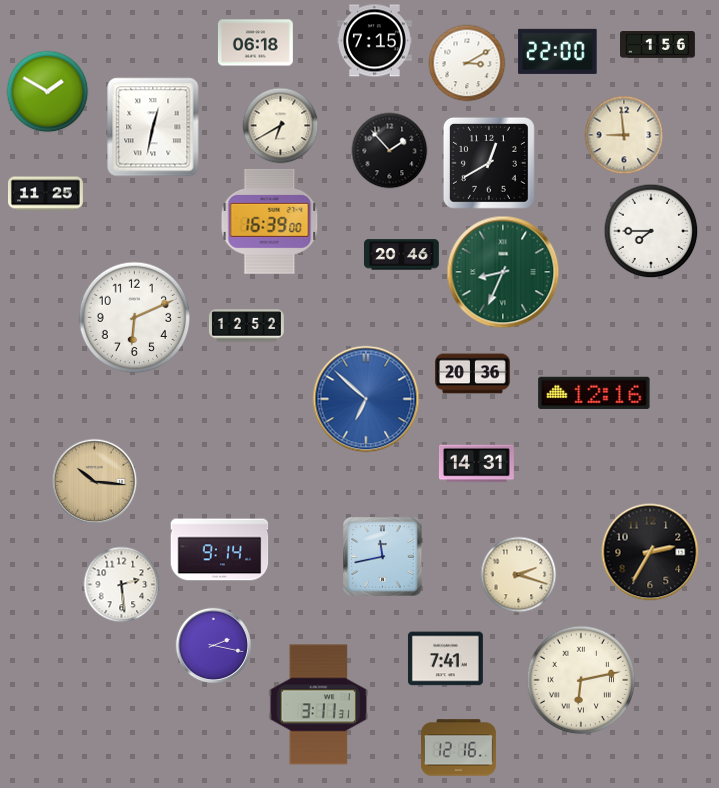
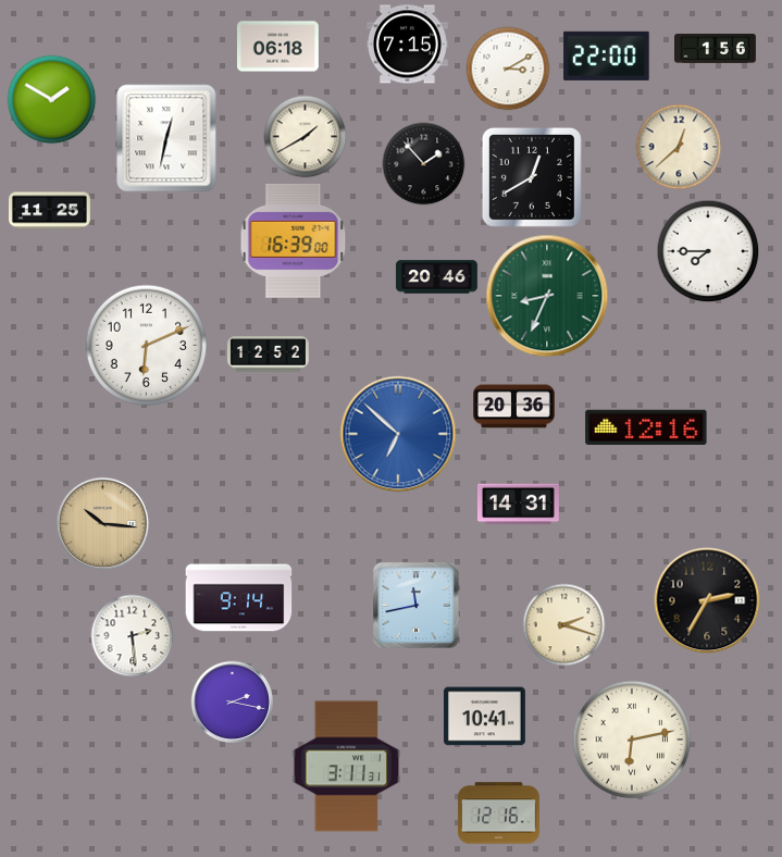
clock at (281, 126): 6:40 -> 1:40
clock at (624, 135): 8:59 -> 12:38
clock at (445, 659): 7:41 -> 10:41
